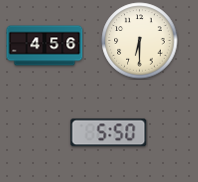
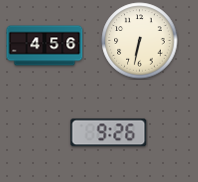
clock at (140, 41): 6:30 -> 6:32
clock at (109, 133): 5:50 -> 9:26
